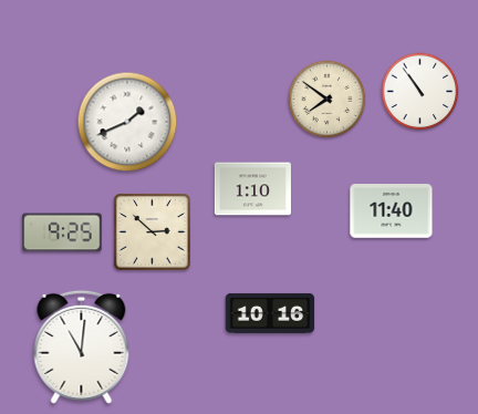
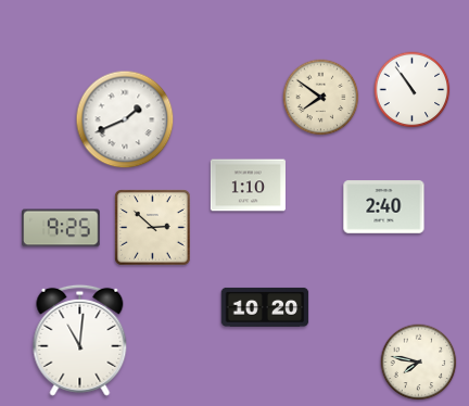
clock at (392, 211): 11:40 -> 2:40
clock at (153, 232) position: (153, 232) -> (153, 228)
clock at (270, 313): 10:16 -> 10:20
clock at (419, 363): none -> 7:47
